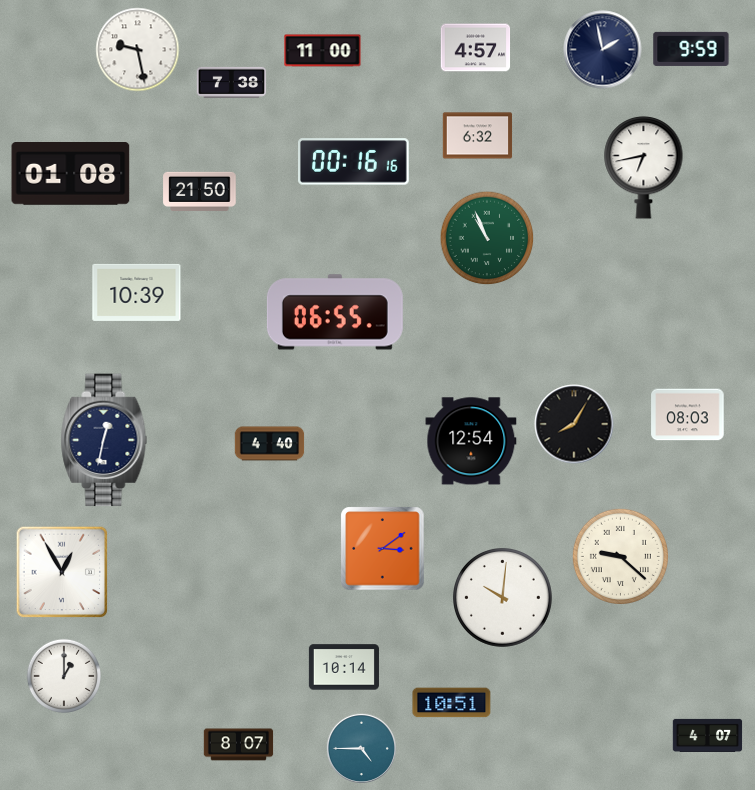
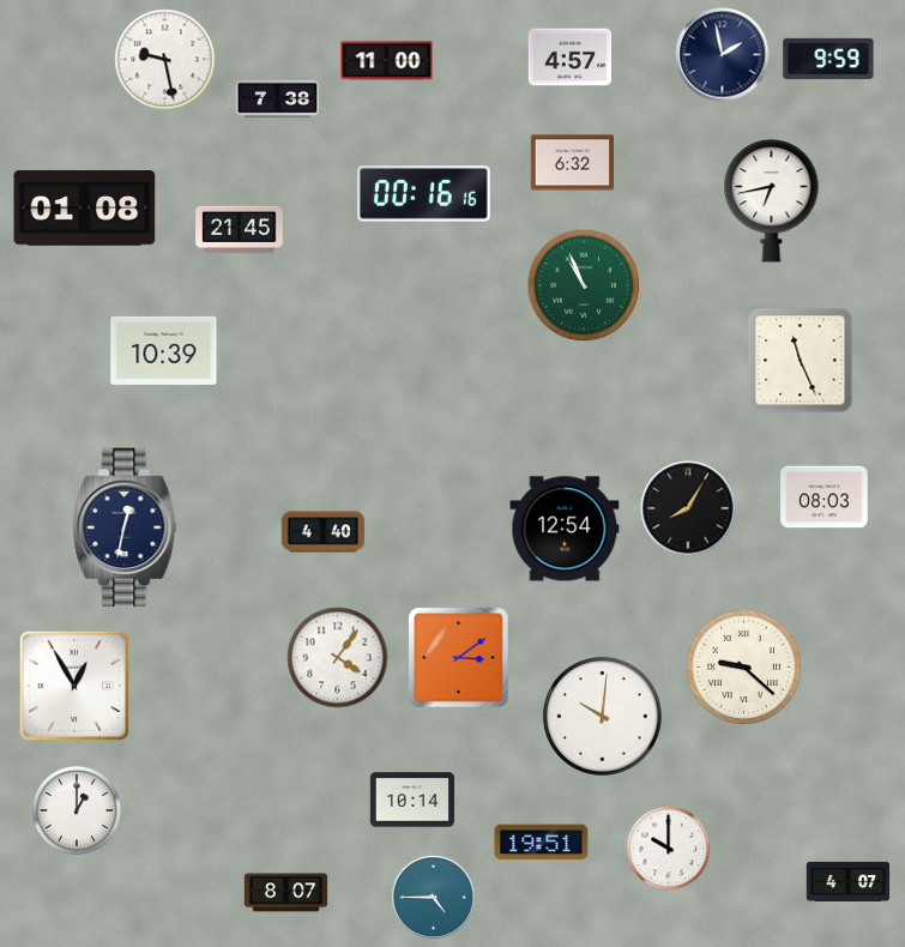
clock at (603, 50) position: (603, 50) -> (723, 55)
clock at (200, 191): 21:50 -> 21:45
clock at (801, 361): none -> 11:26
clock at (335, 312): 06:55 -> none
clock at (338, 658): none -> 4:06
clock at (452, 703): 10:51 -> 19:51
clock at (669, 849): none -> 10:00
